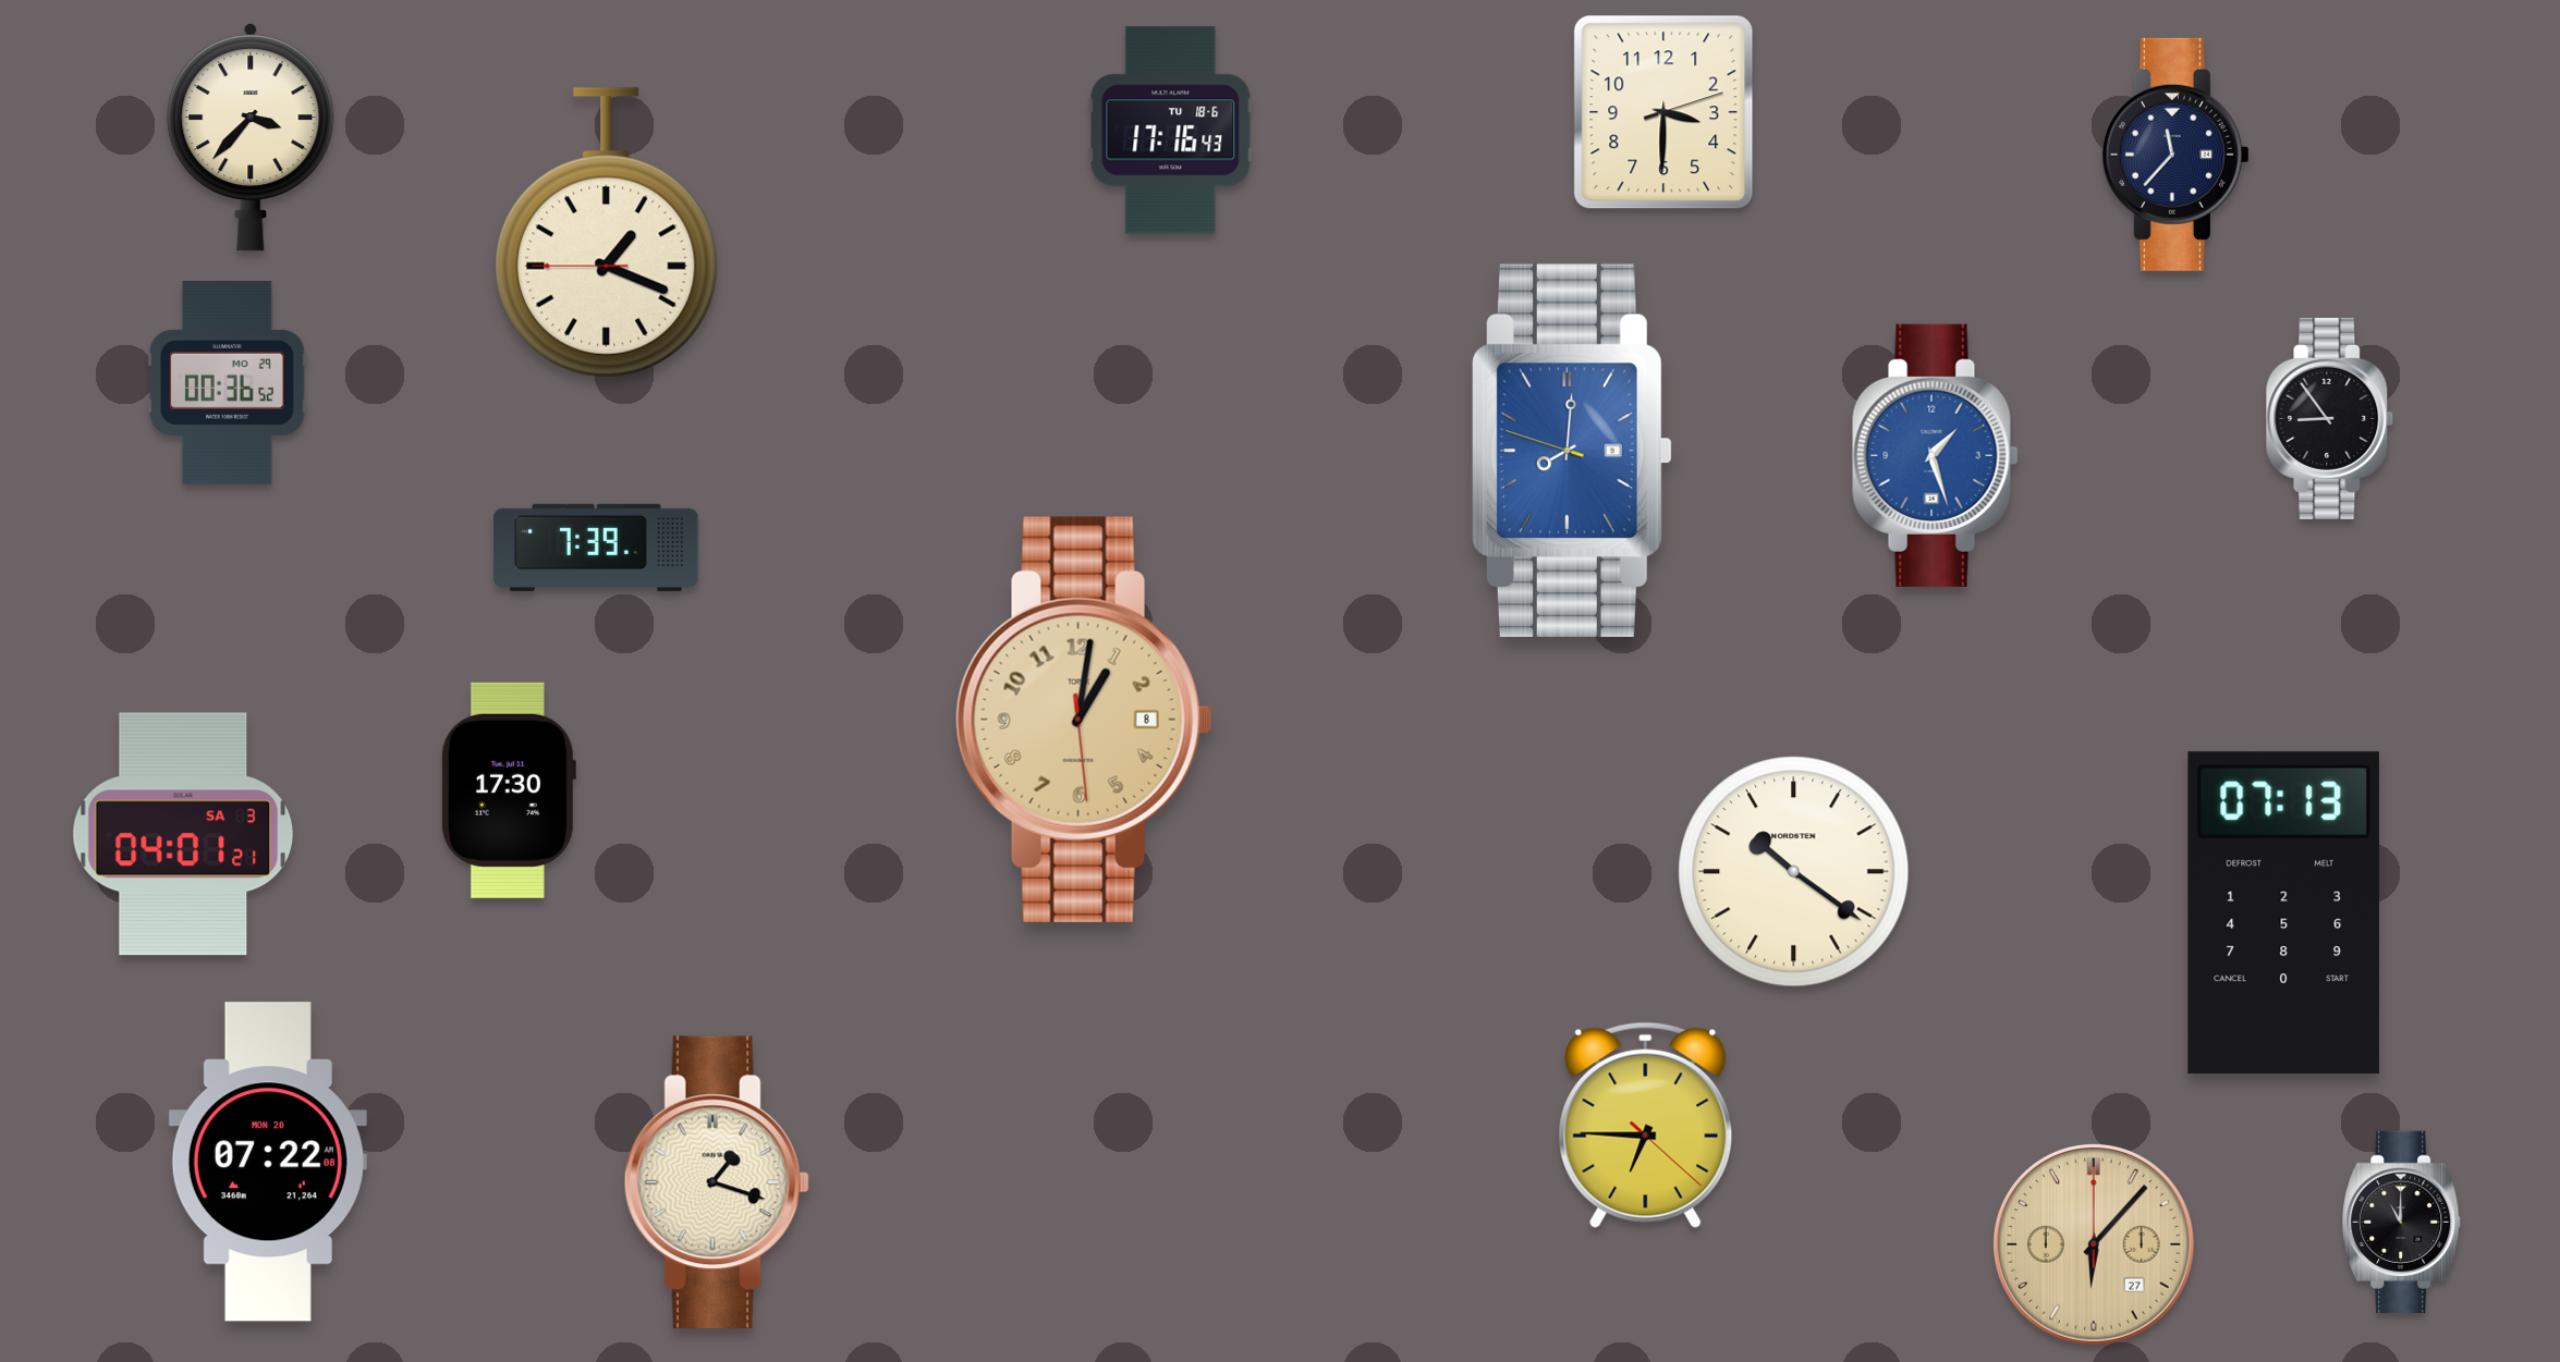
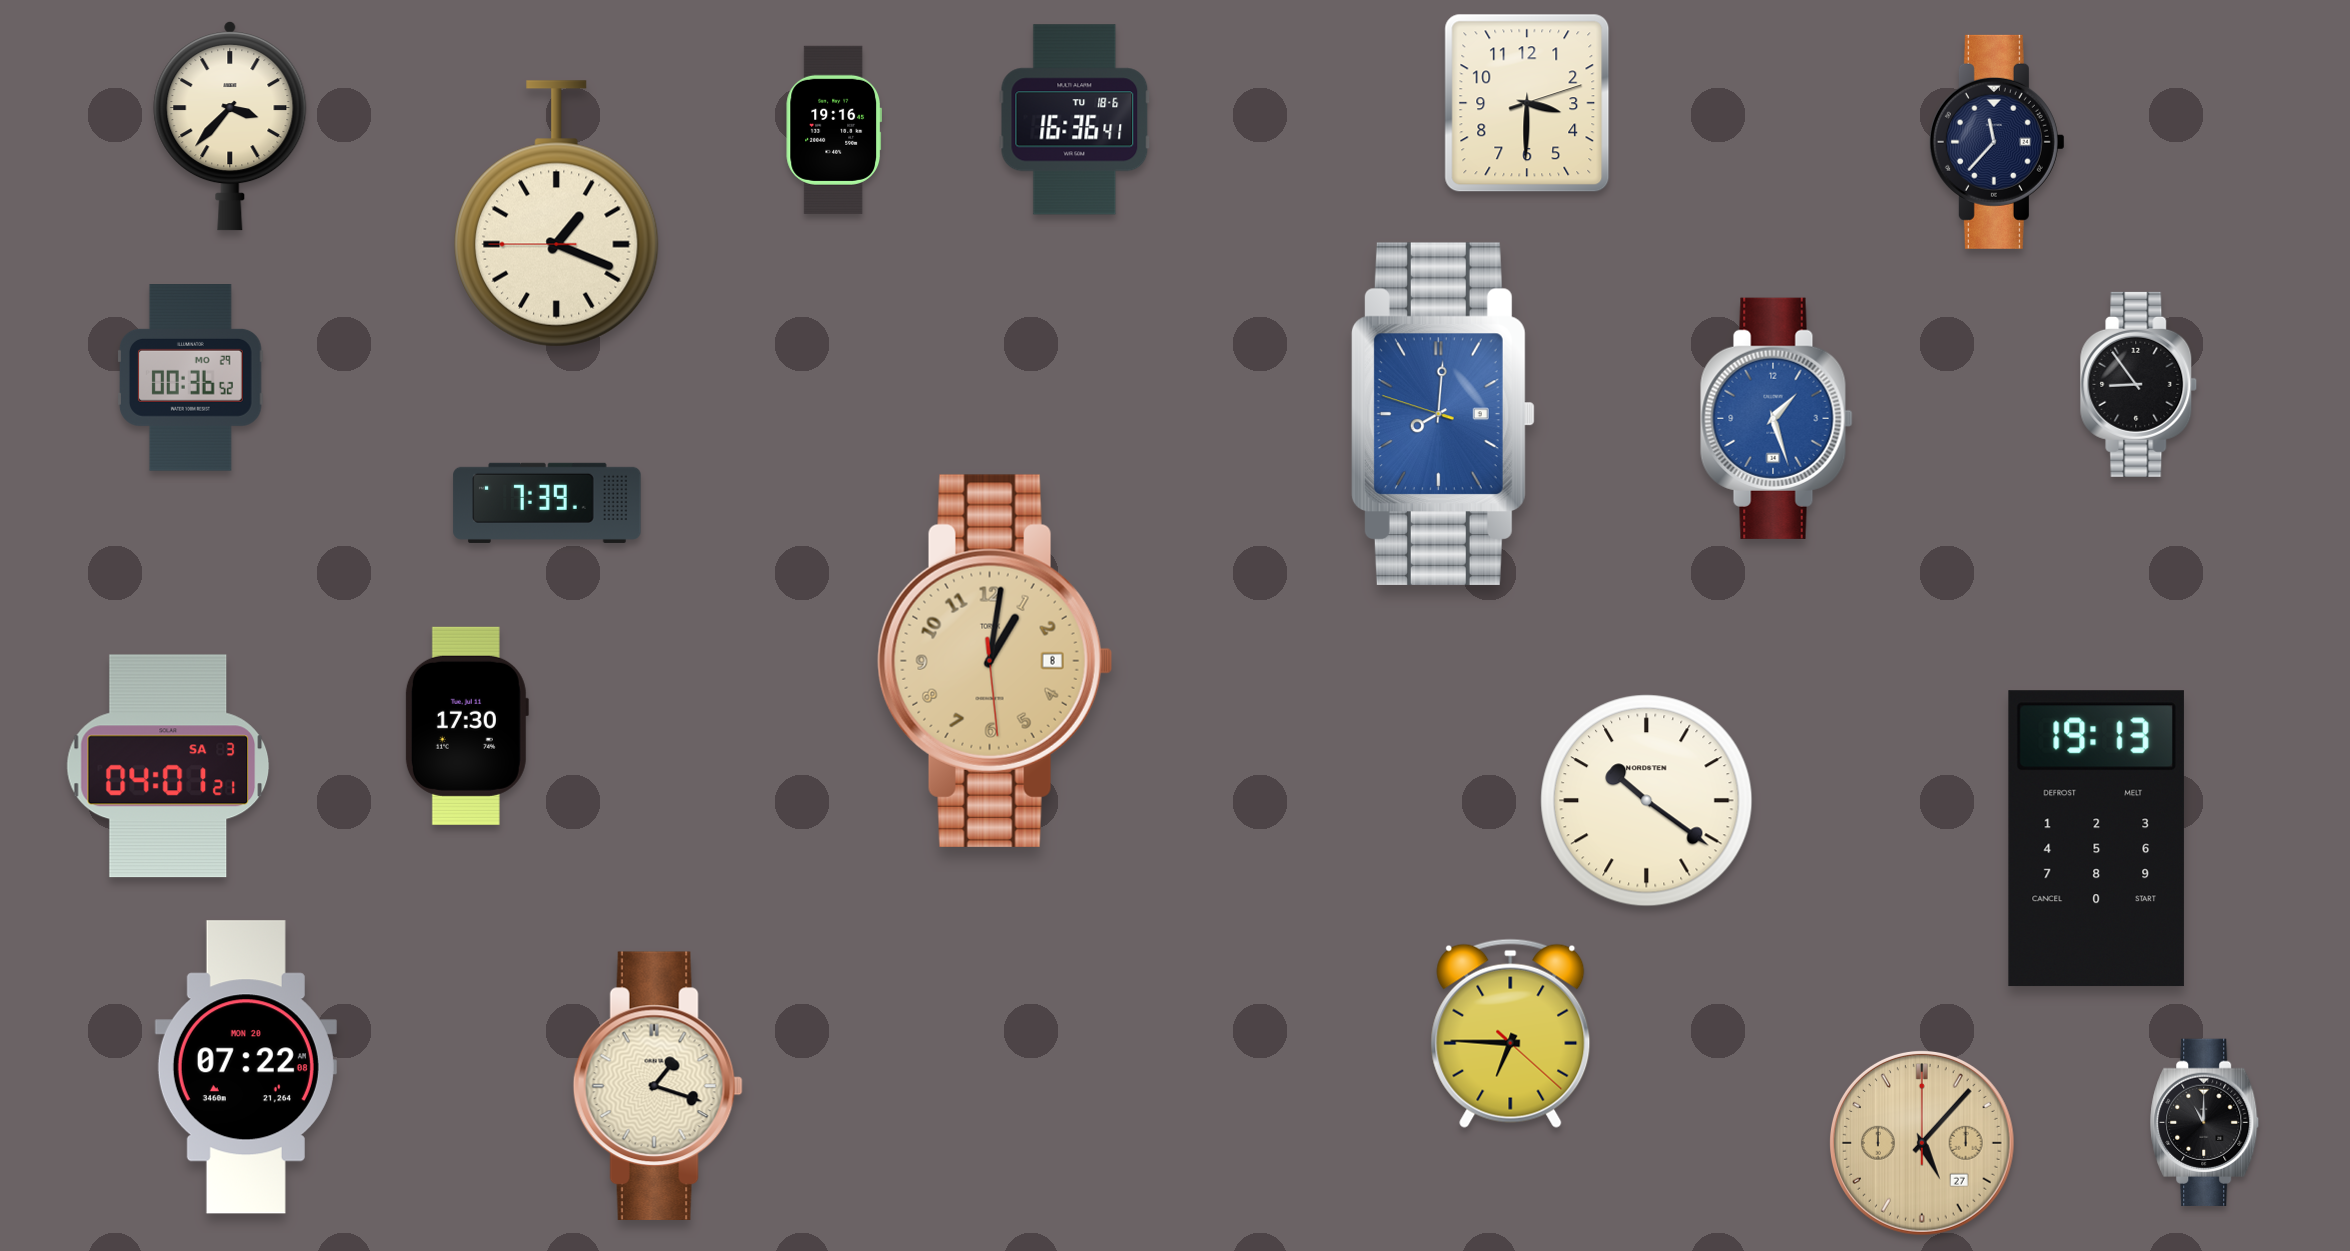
clock at (1171, 131): 17:16 -> 16:36
clock at (833, 130): none -> 19:16
clock at (228, 383) position: (228, 383) -> (191, 378)
clock at (2283, 913): 07:13 -> 19:13
clock at (2095, 1246): 6:07 -> 5:07
